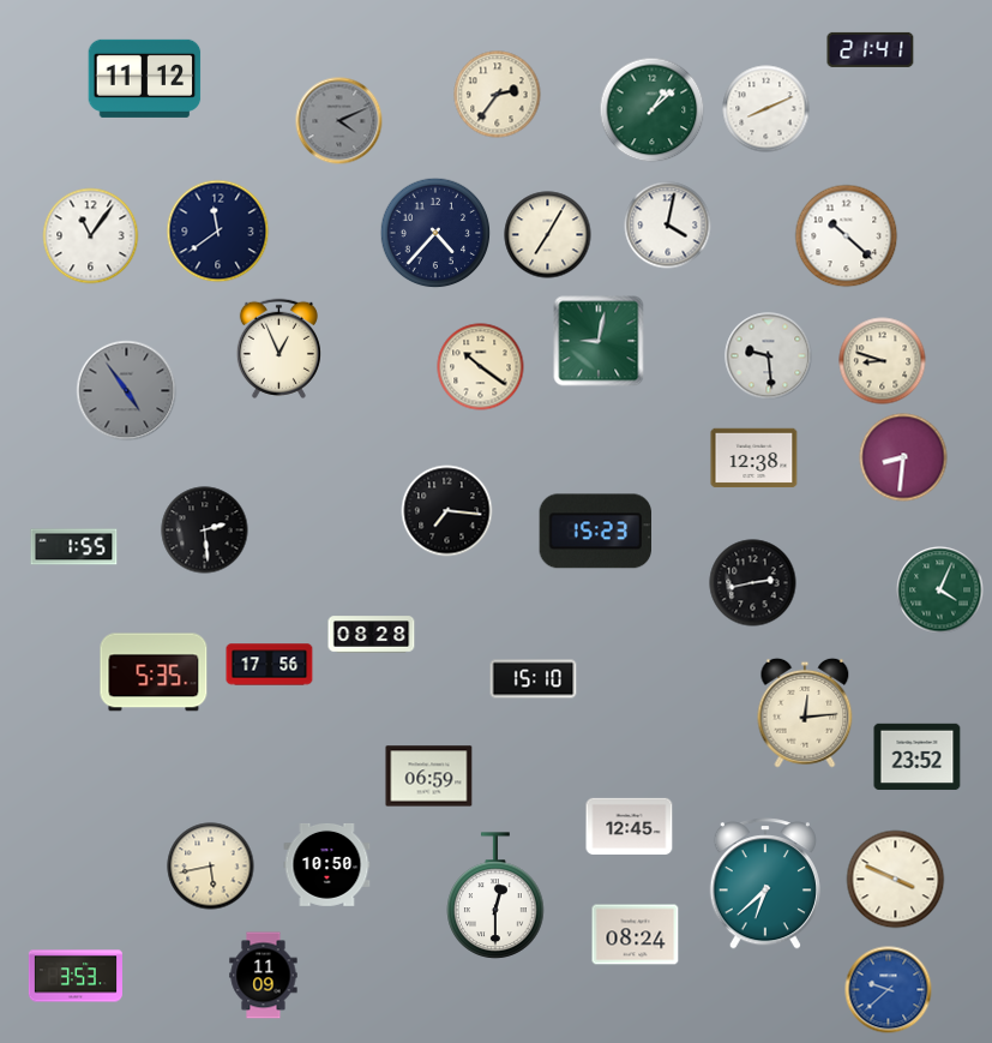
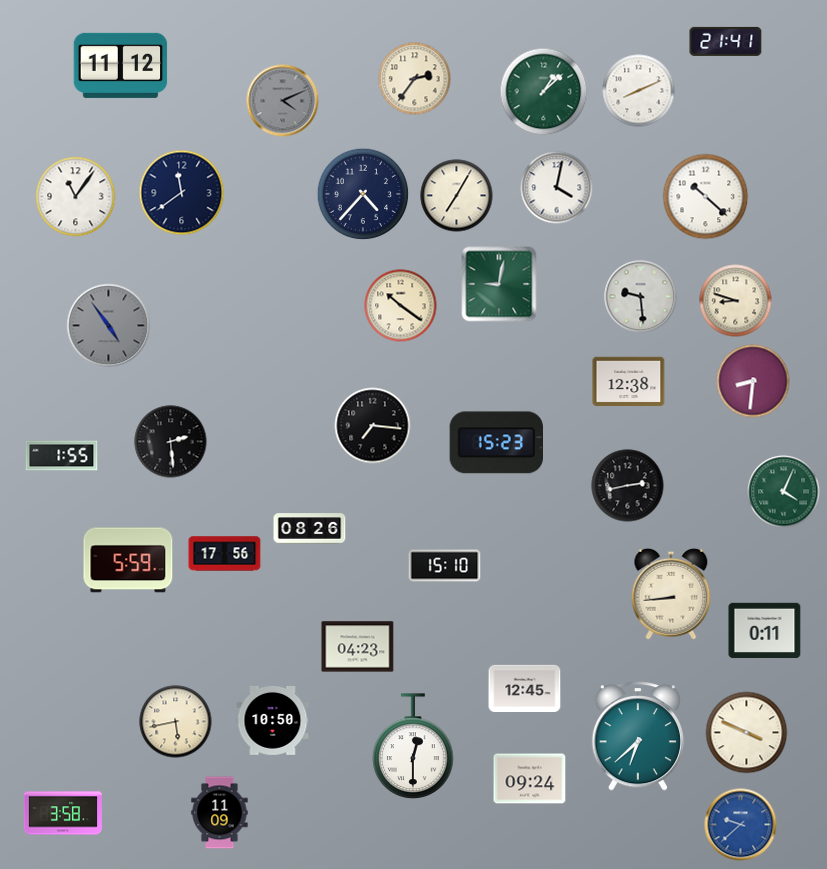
clock at (278, 348): 12:56 -> none
clock at (127, 391) position: (127, 391) -> (109, 326)
clock at (372, 635): 08:28 -> 08:26
clock at (154, 672): 5:35 -> 5:59
clock at (805, 713): 12:14 -> 8:44
clock at (918, 757): 23:52 -> 0:11
clock at (429, 777): 06:59 -> 04:23
clock at (636, 935): 08:24 -> 09:24
clock at (76, 976): 3:53 -> 3:58
